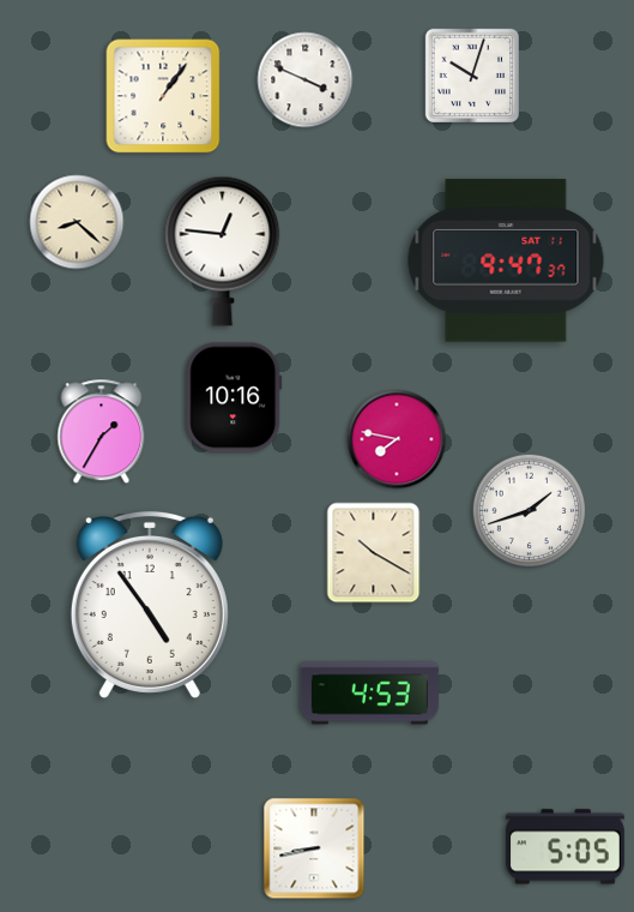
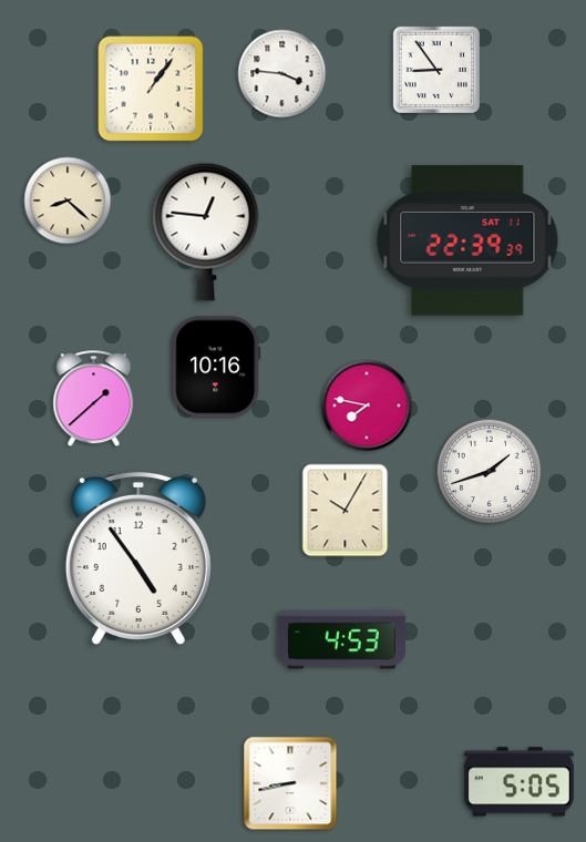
clock at (471, 74): 10:03 -> 8:54
clock at (306, 80): 3:49 -> 3:46
clock at (77, 222) position: (77, 222) -> (68, 201)
clock at (506, 260): 9:47 -> 22:39
clock at (102, 432): 1:35 -> 1:38
clock at (374, 553): 10:20 -> 10:05
clock at (564, 847) position: (564, 847) -> (518, 782)
